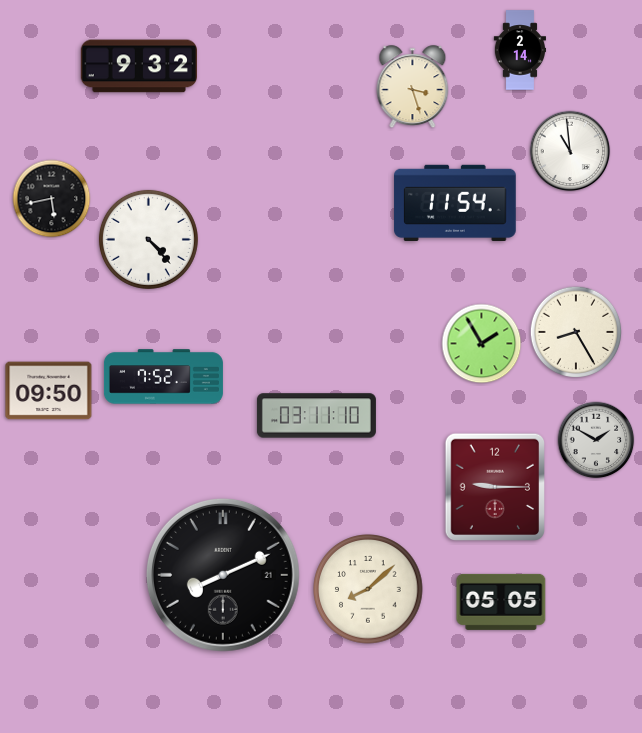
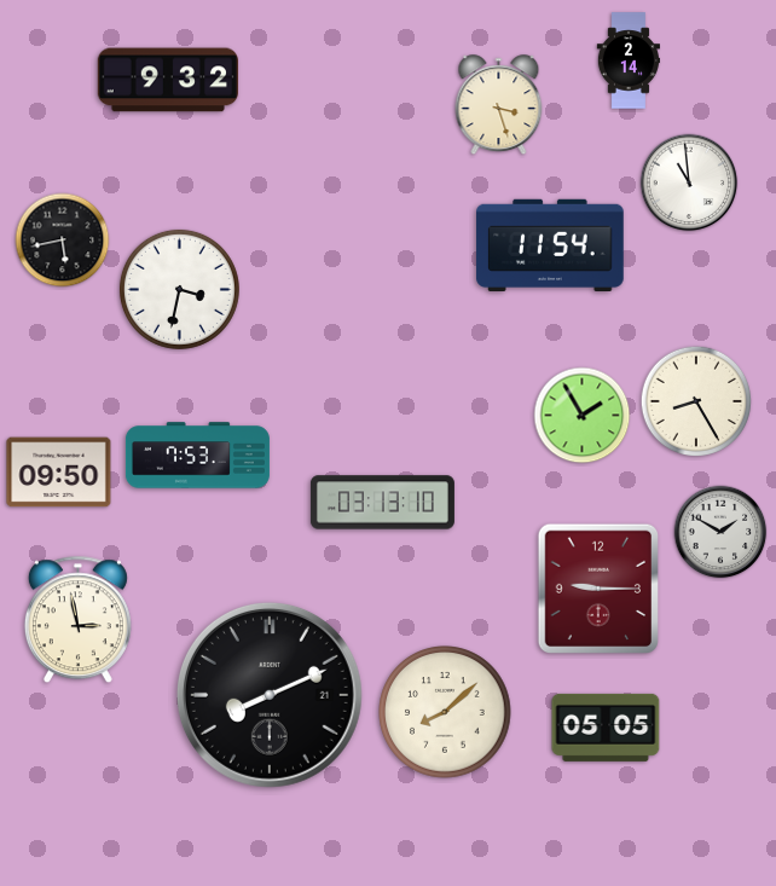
clock at (148, 239): 4:23 -> 3:32
clock at (163, 377): 7:52 -> 7:53
clock at (316, 416): 03:11 -> 03:13
clock at (77, 620): none -> 2:58
